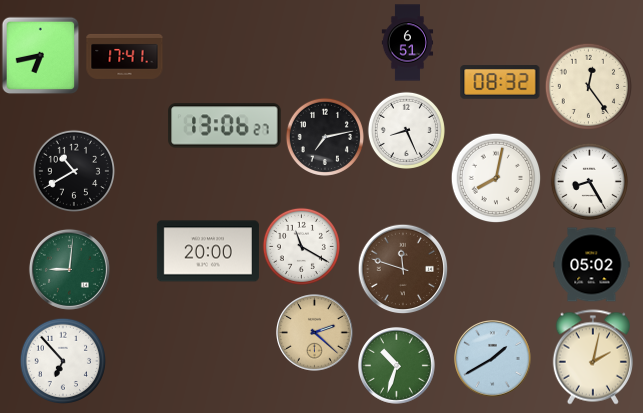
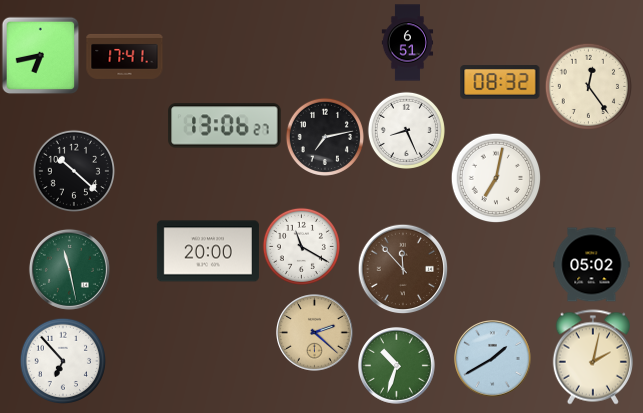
clock at (73, 170): 10:40 -> 10:22
clock at (496, 178): 8:02 -> 7:02
clock at (589, 181): 8:25 -> none
clock at (69, 269): 9:01 -> 11:28
clock at (403, 269): 11:48 -> 11:53
